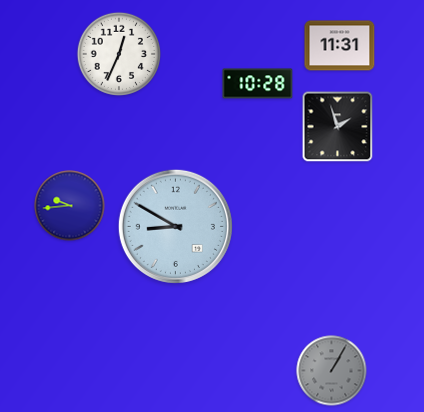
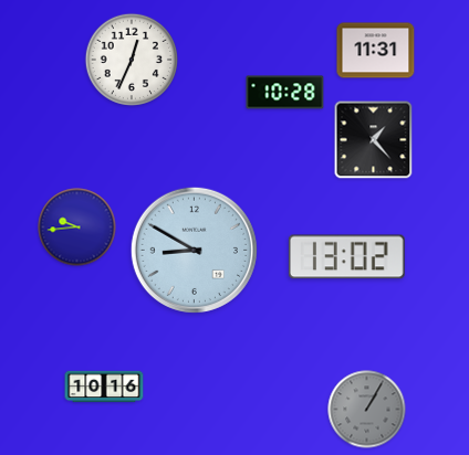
clock at (338, 127): 1:57 -> 1:23
clock at (346, 257): none -> 13:02
clock at (104, 387): none -> 10:16
